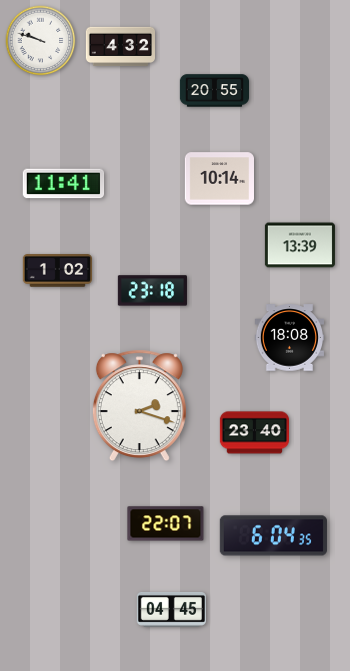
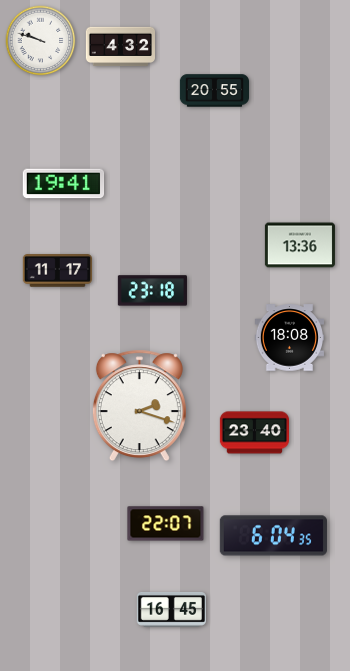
clock at (219, 179): 10:14 -> none
clock at (64, 184): 11:41 -> 19:41
clock at (300, 245): 13:39 -> 13:36
clock at (57, 271): 1:02 -> 11:17
clock at (171, 609): 04:45 -> 16:45
